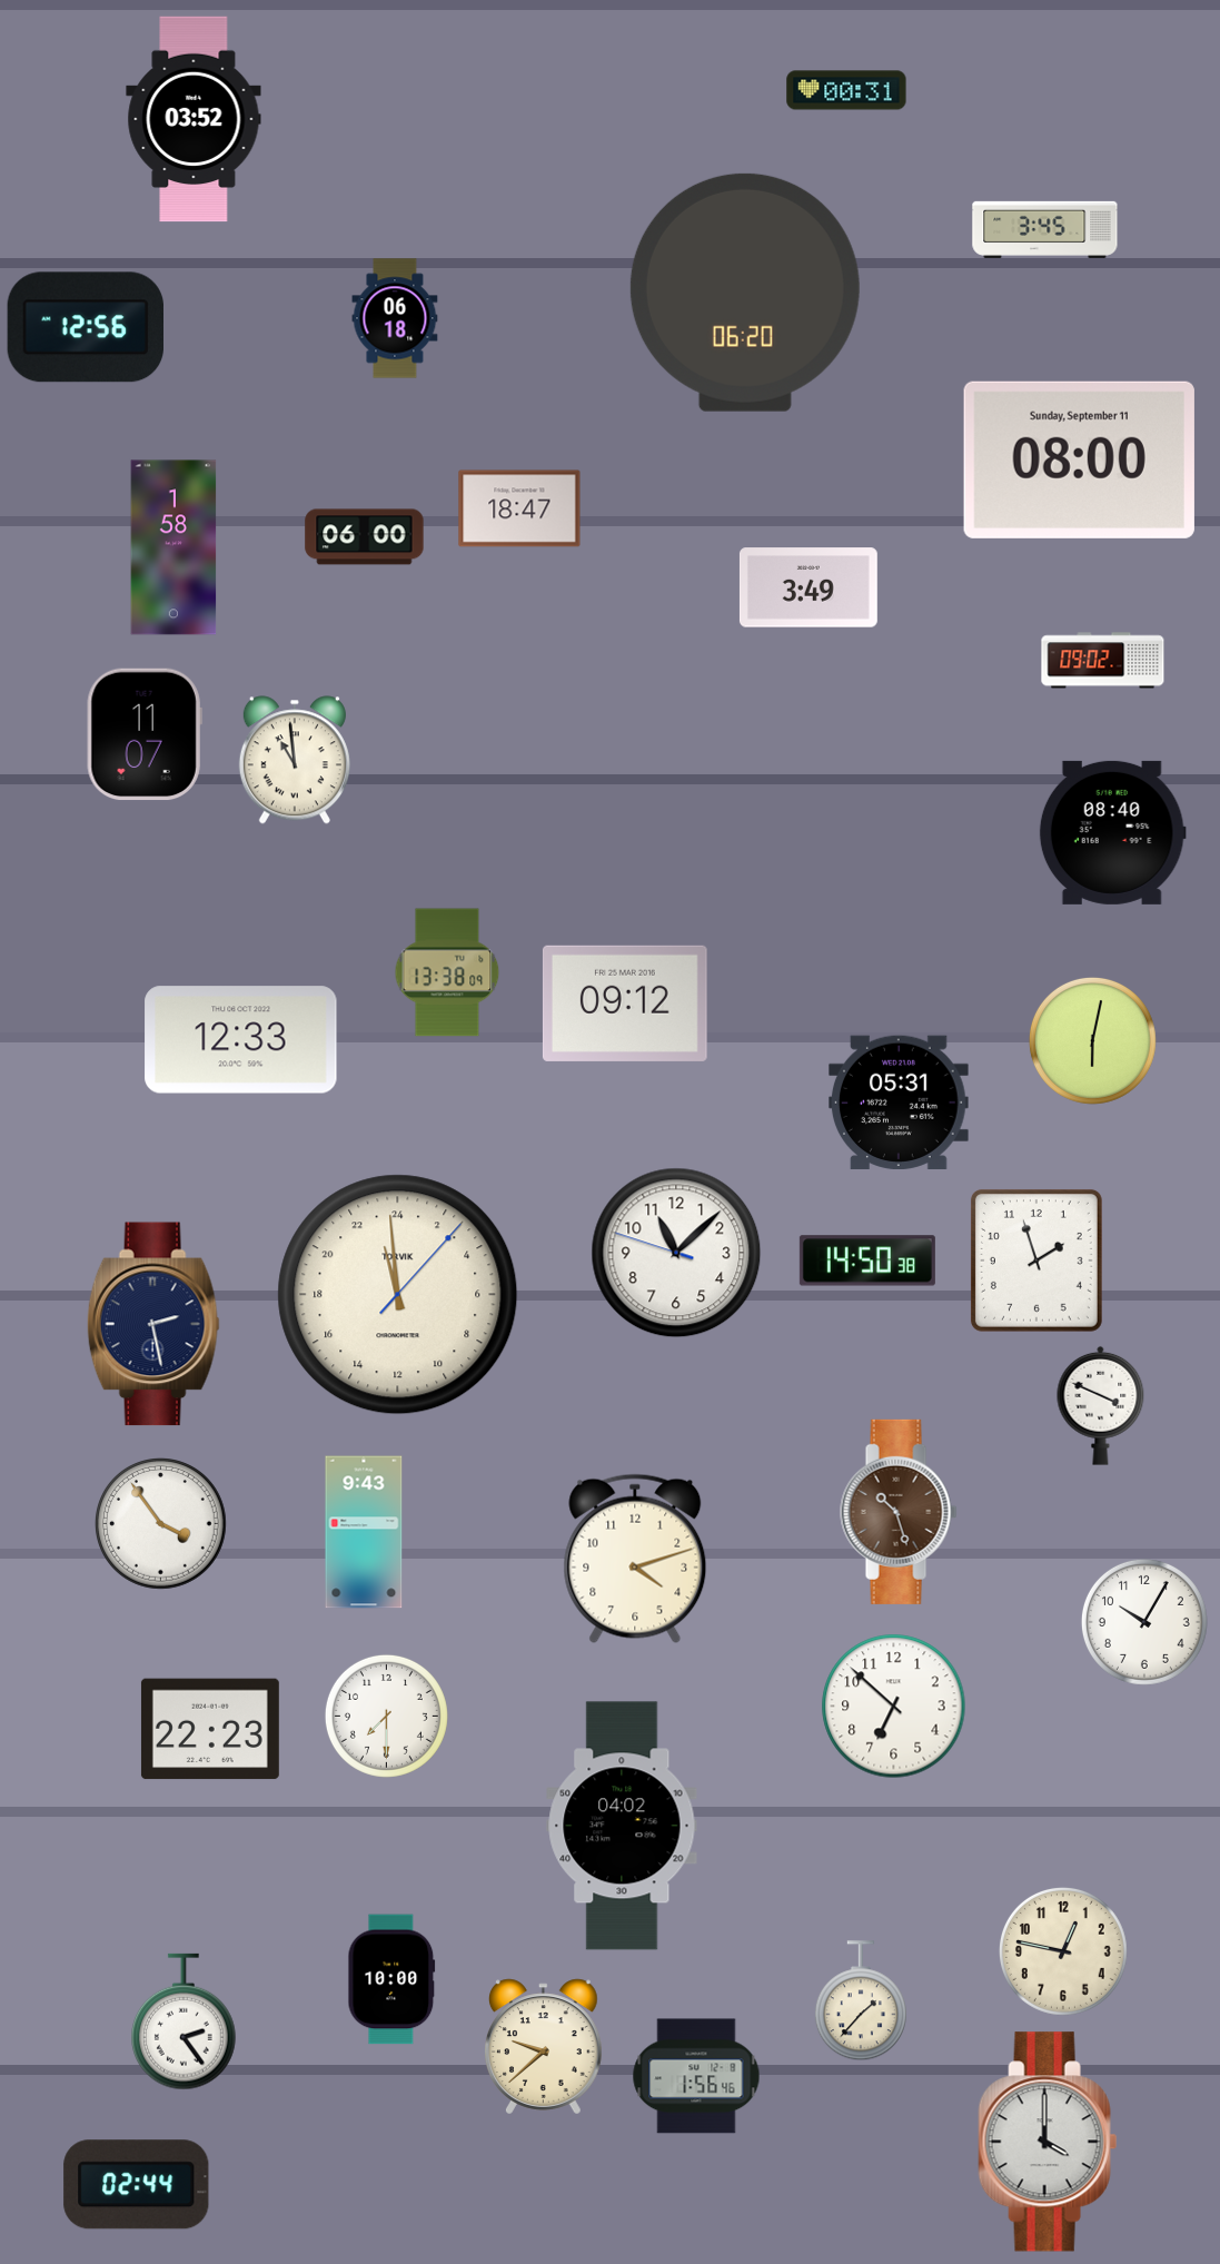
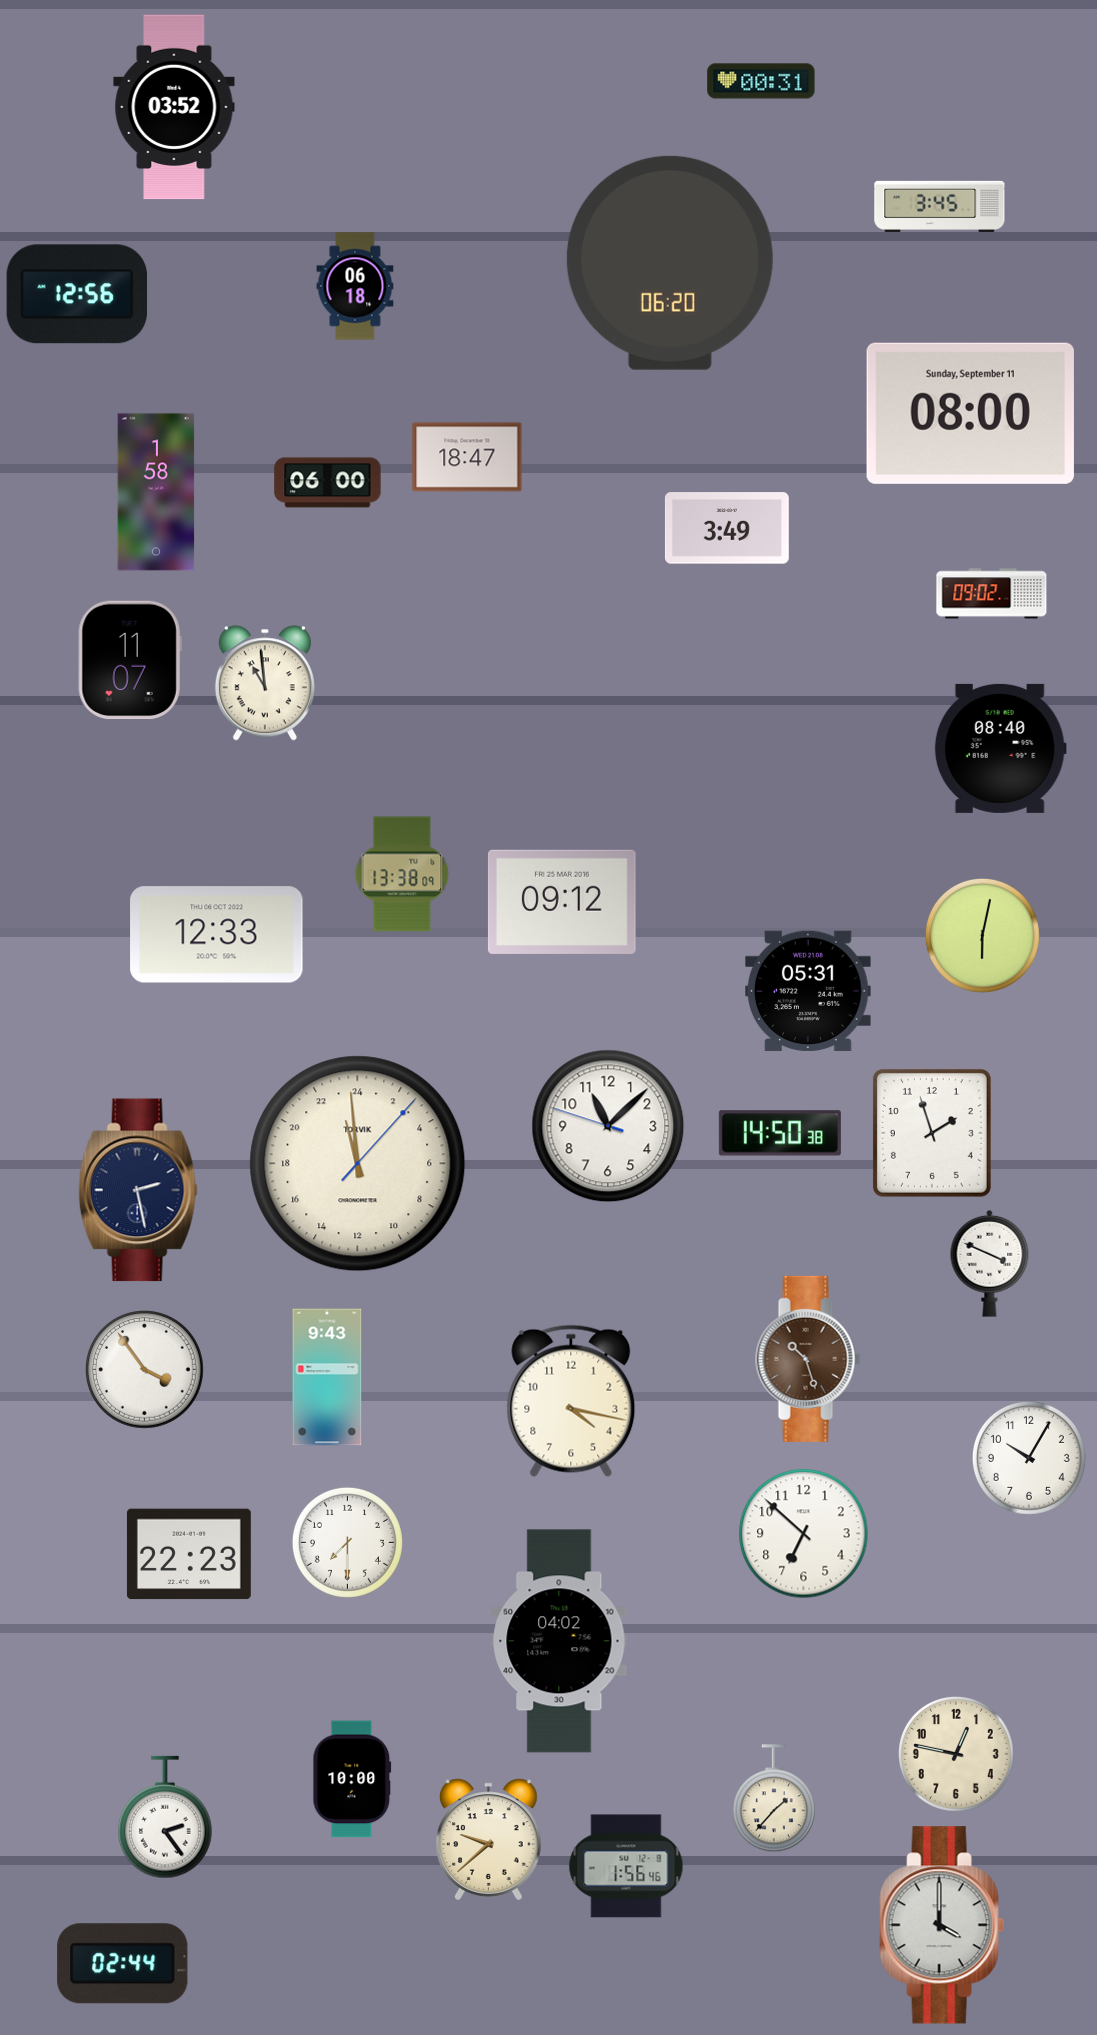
clock at (635, 1559): 4:12 -> 4:17
